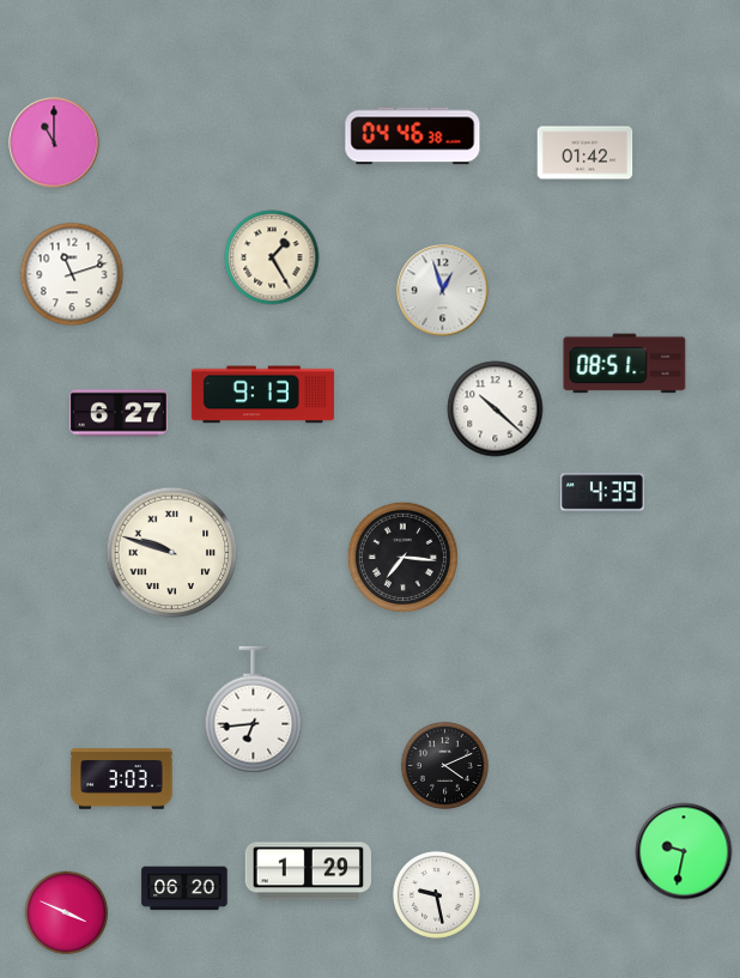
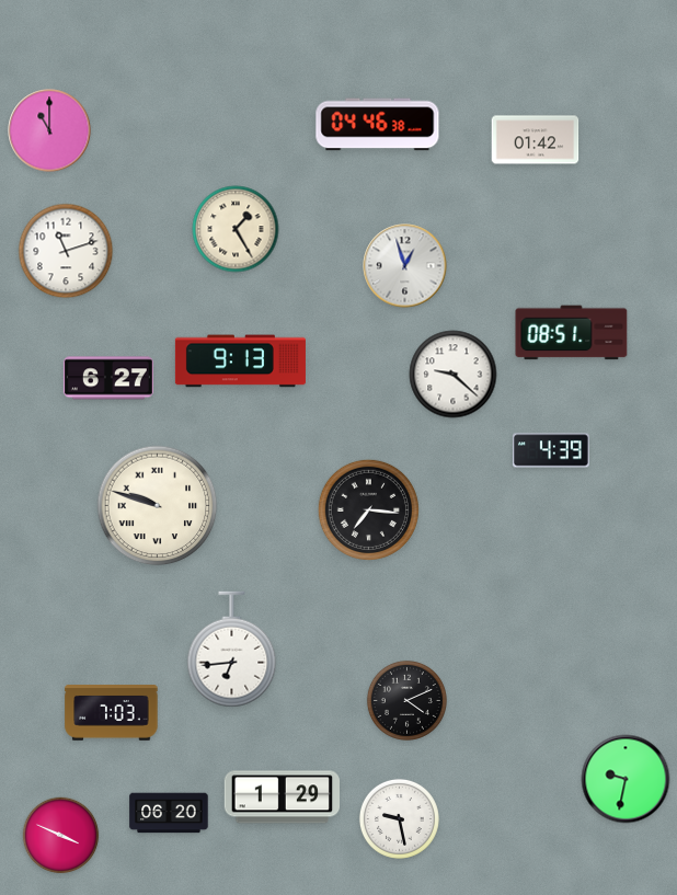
clock at (272, 257) position: (272, 257) -> (236, 229)
clock at (496, 409): 10:22 -> 9:22
clock at (122, 779): 3:03 -> 7:03
